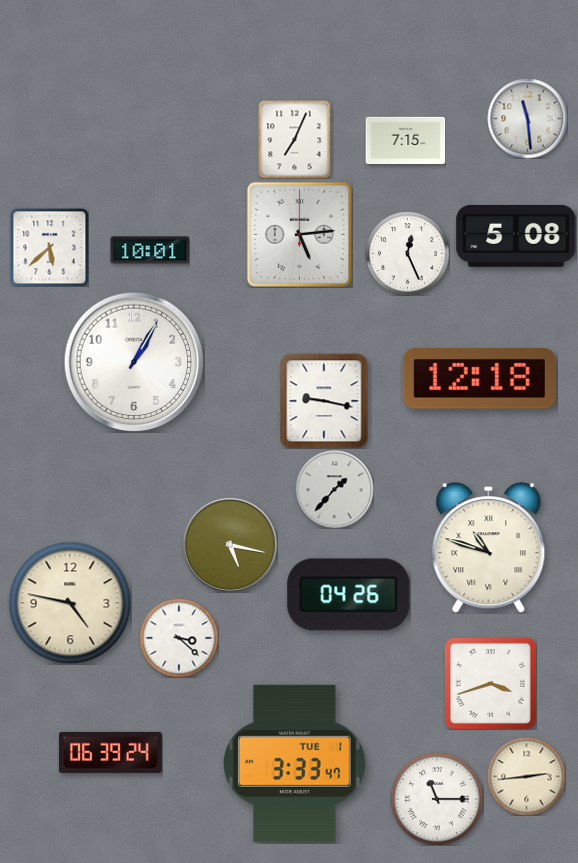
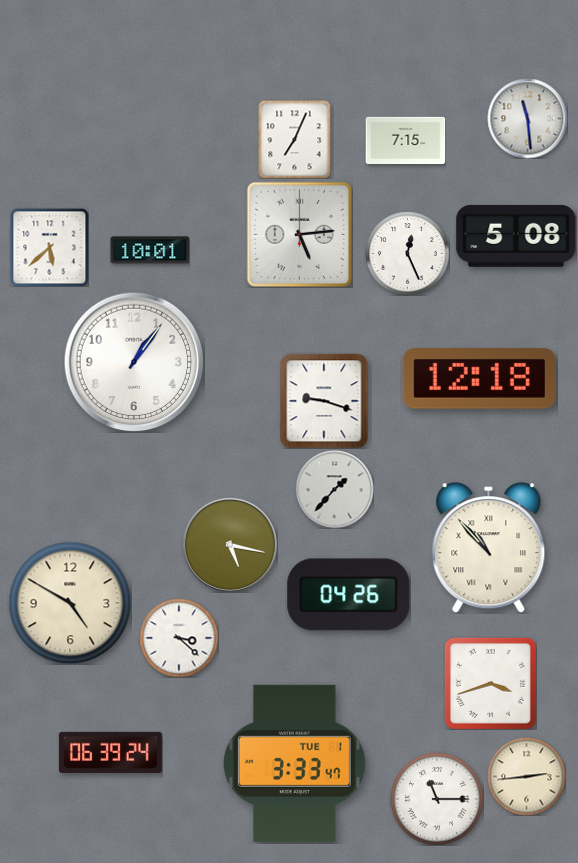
clock at (134, 362): 1:05 -> 1:06
clock at (324, 401): 9:17 -> 9:18
clock at (489, 548): 10:48 -> 10:53
clock at (70, 603): 4:47 -> 4:50
